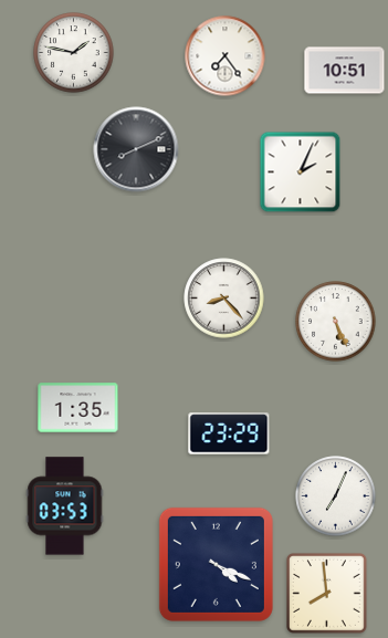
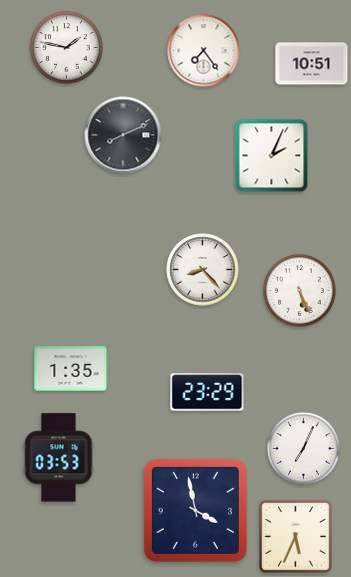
clock at (336, 322) position: (336, 322) -> (300, 291)
clock at (216, 564): 4:19 -> 3:58
clock at (327, 594): 7:59 -> 5:34
